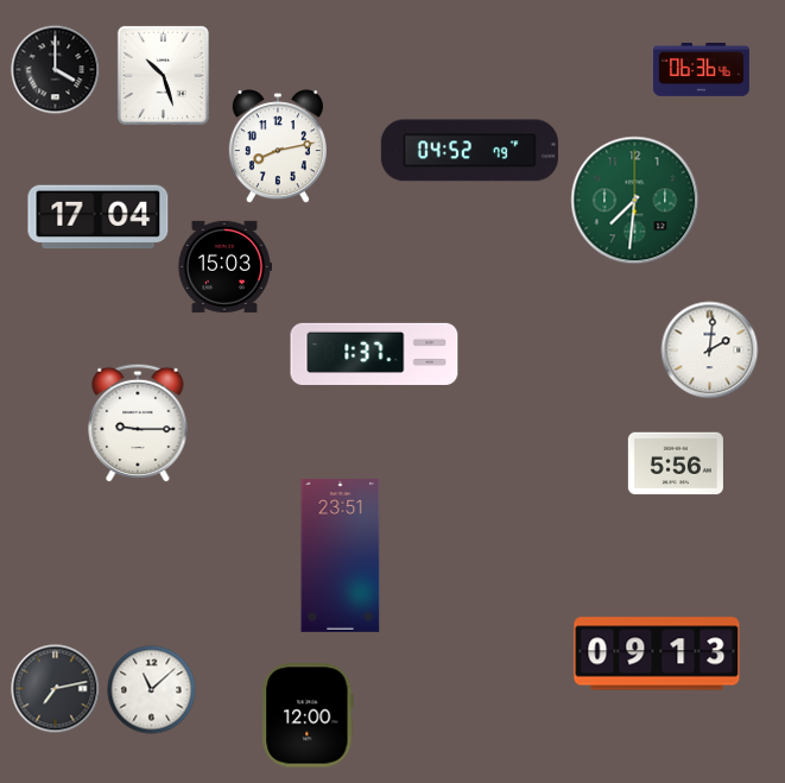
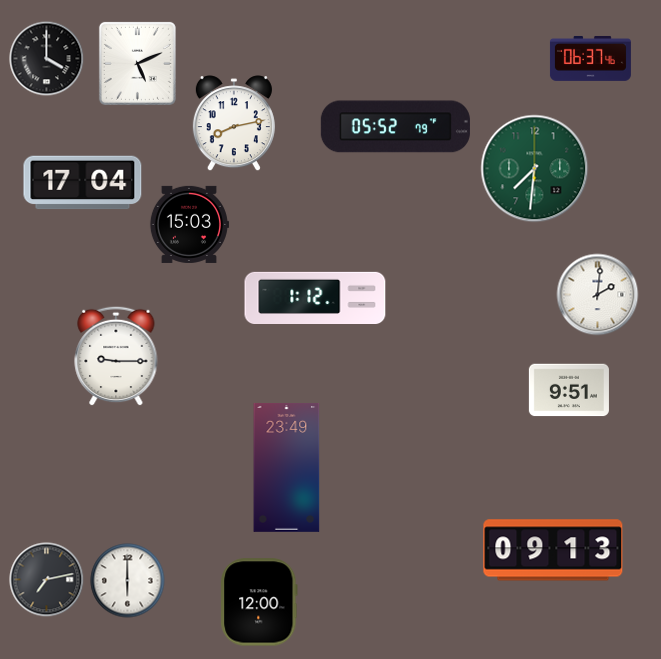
clock at (701, 69): 06:36 -> 06:37
clock at (163, 75): 10:27 -> 5:11
clock at (469, 151): 04:52 -> 05:52
clock at (374, 353): 1:37 -> 1:12
clock at (676, 463): 5:56 -> 9:51
clock at (341, 555): 23:51 -> 23:49
clock at (152, 690): 11:08 -> 6:00
